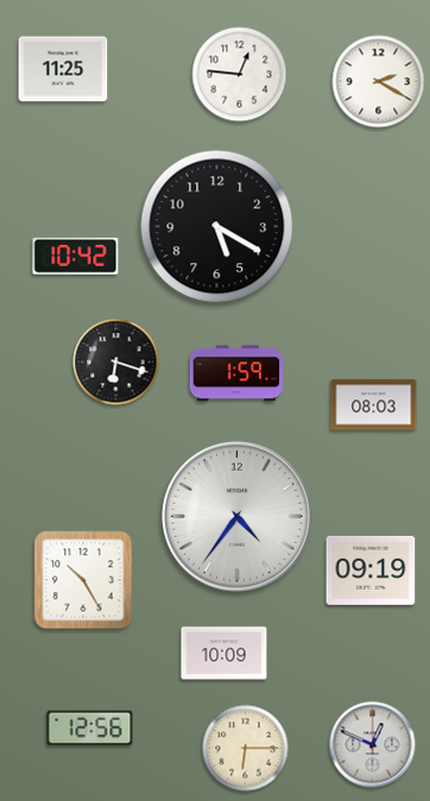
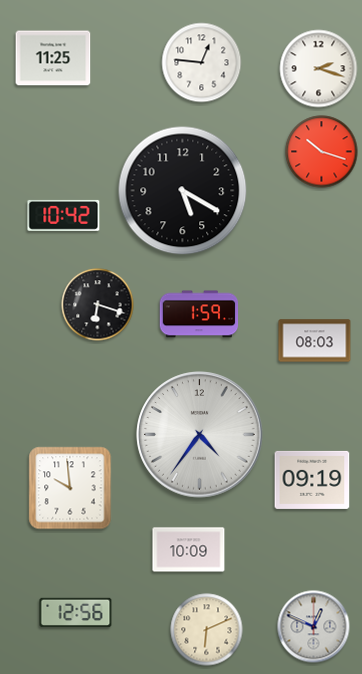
clock at (379, 82): 2:20 -> 2:18
clock at (322, 152): none -> 10:18
clock at (83, 580): 10:25 -> 9:59
clock at (246, 749): 6:15 -> 6:11
